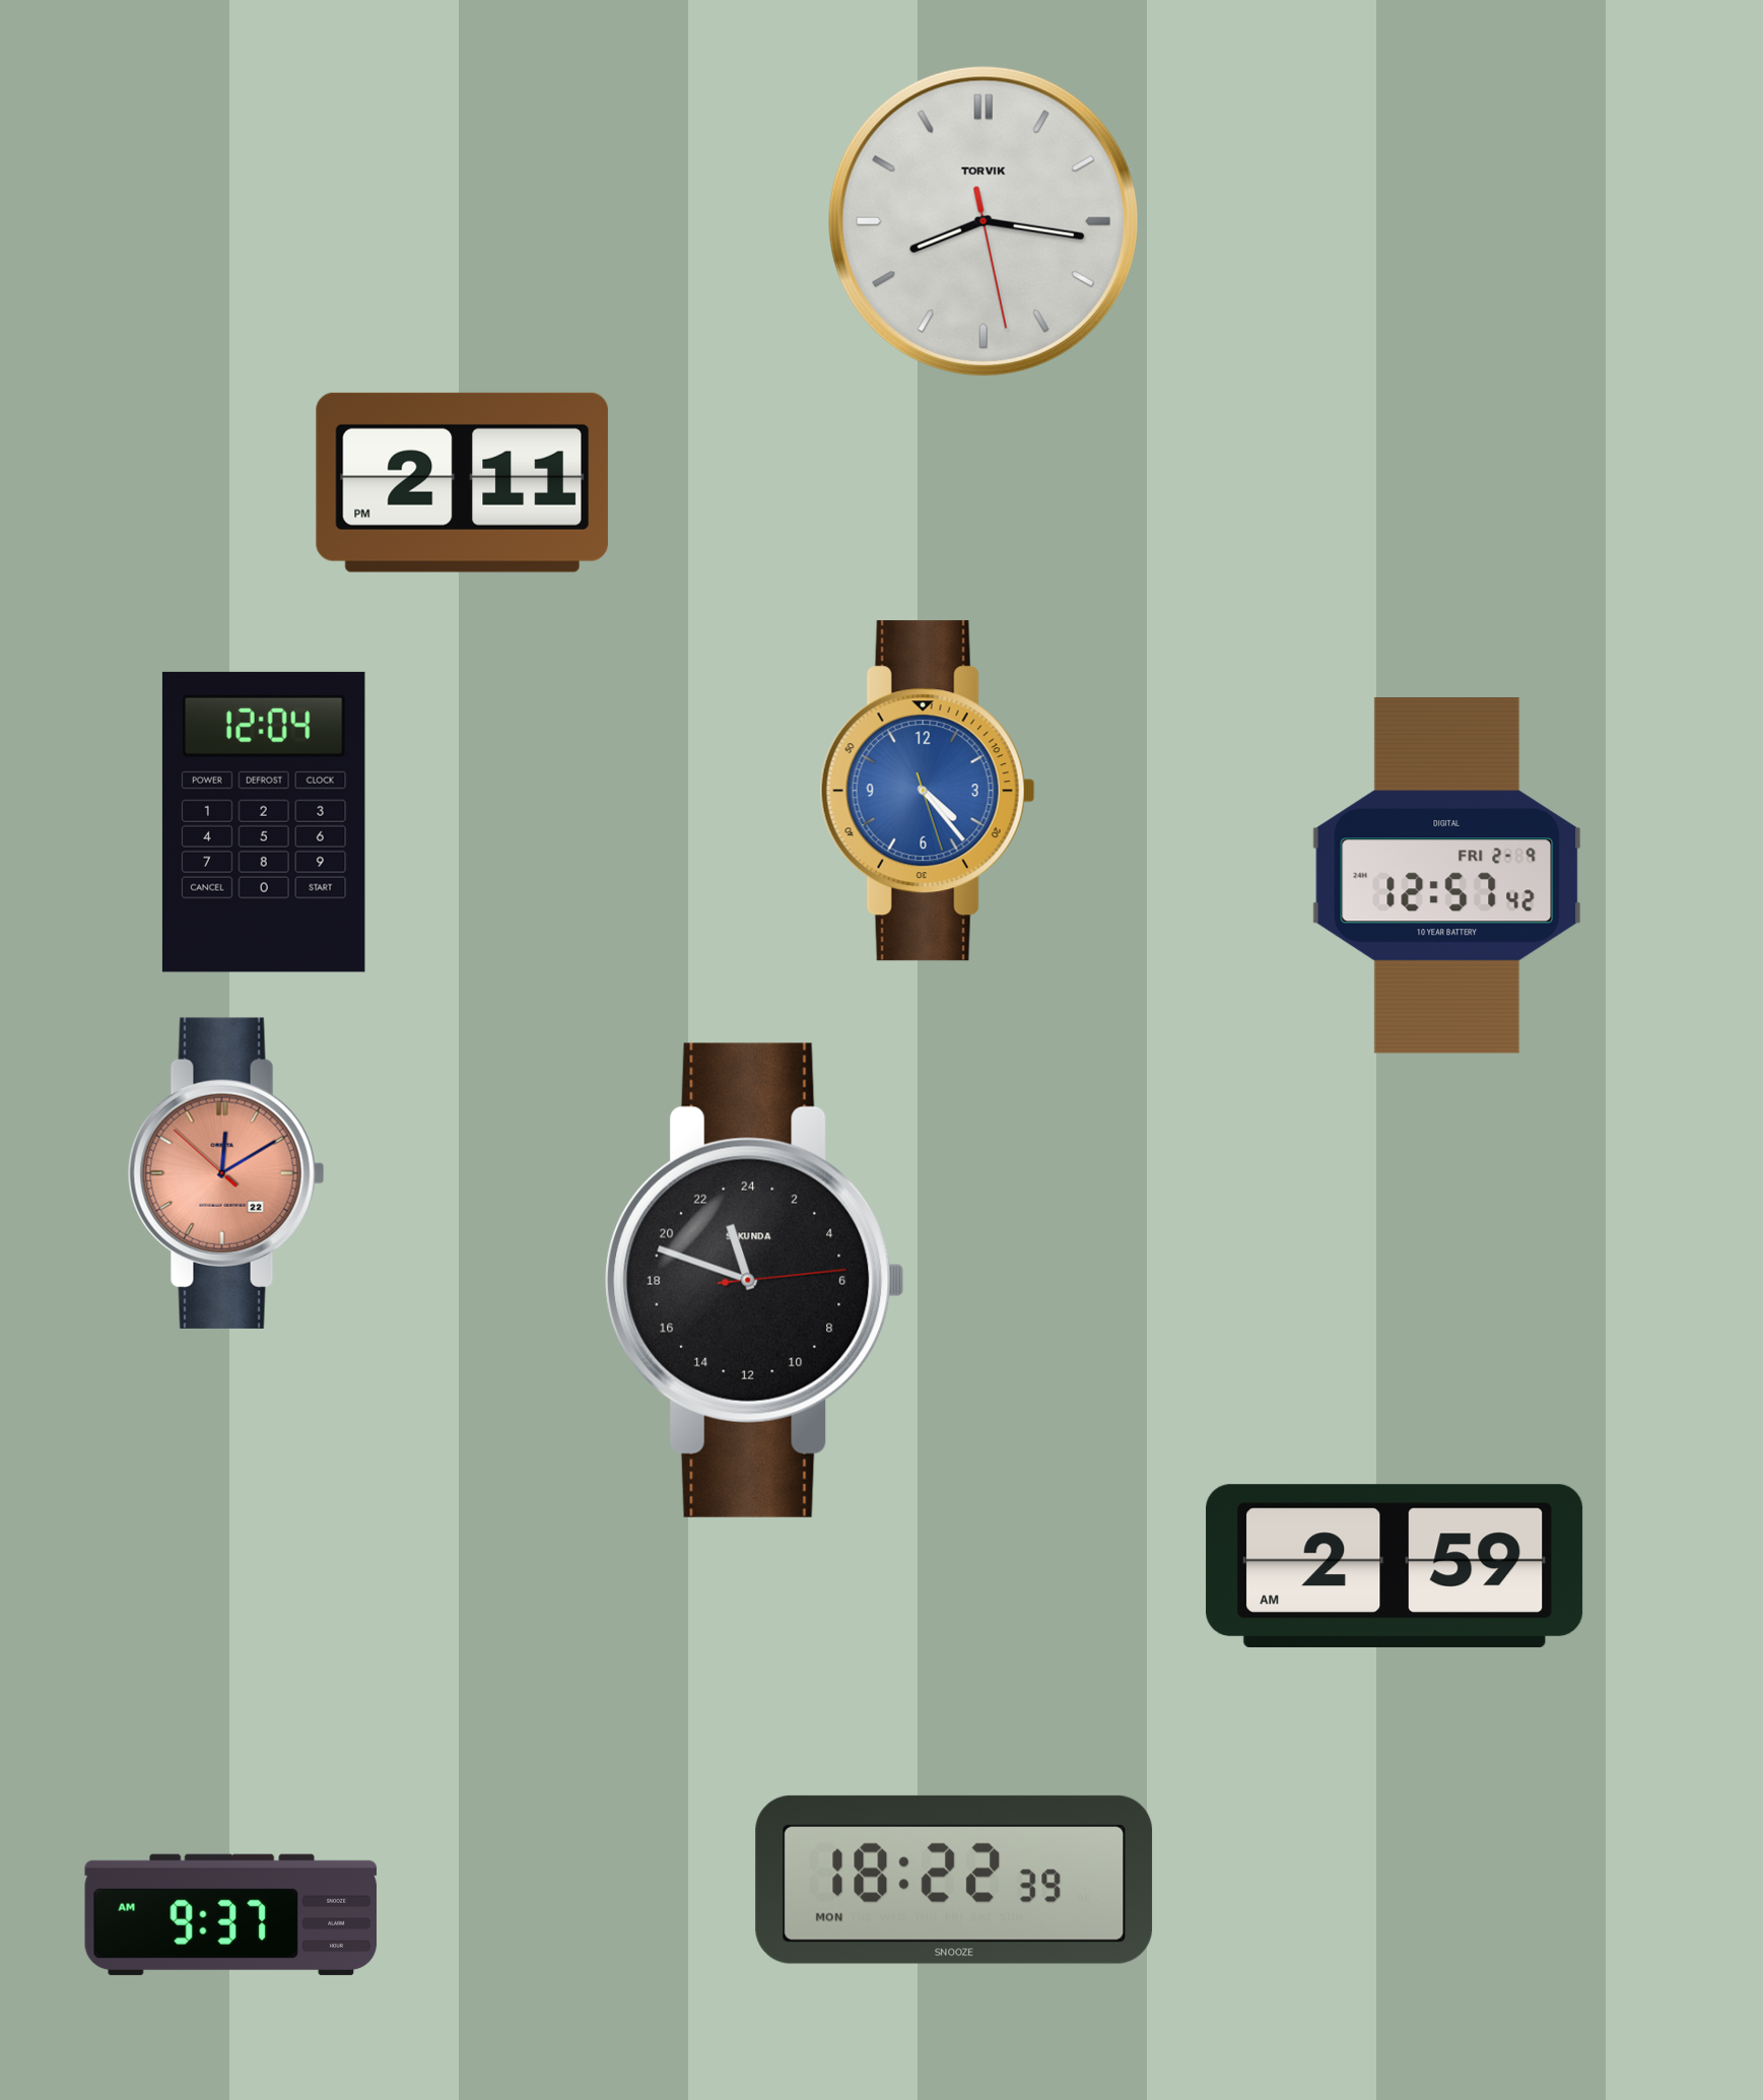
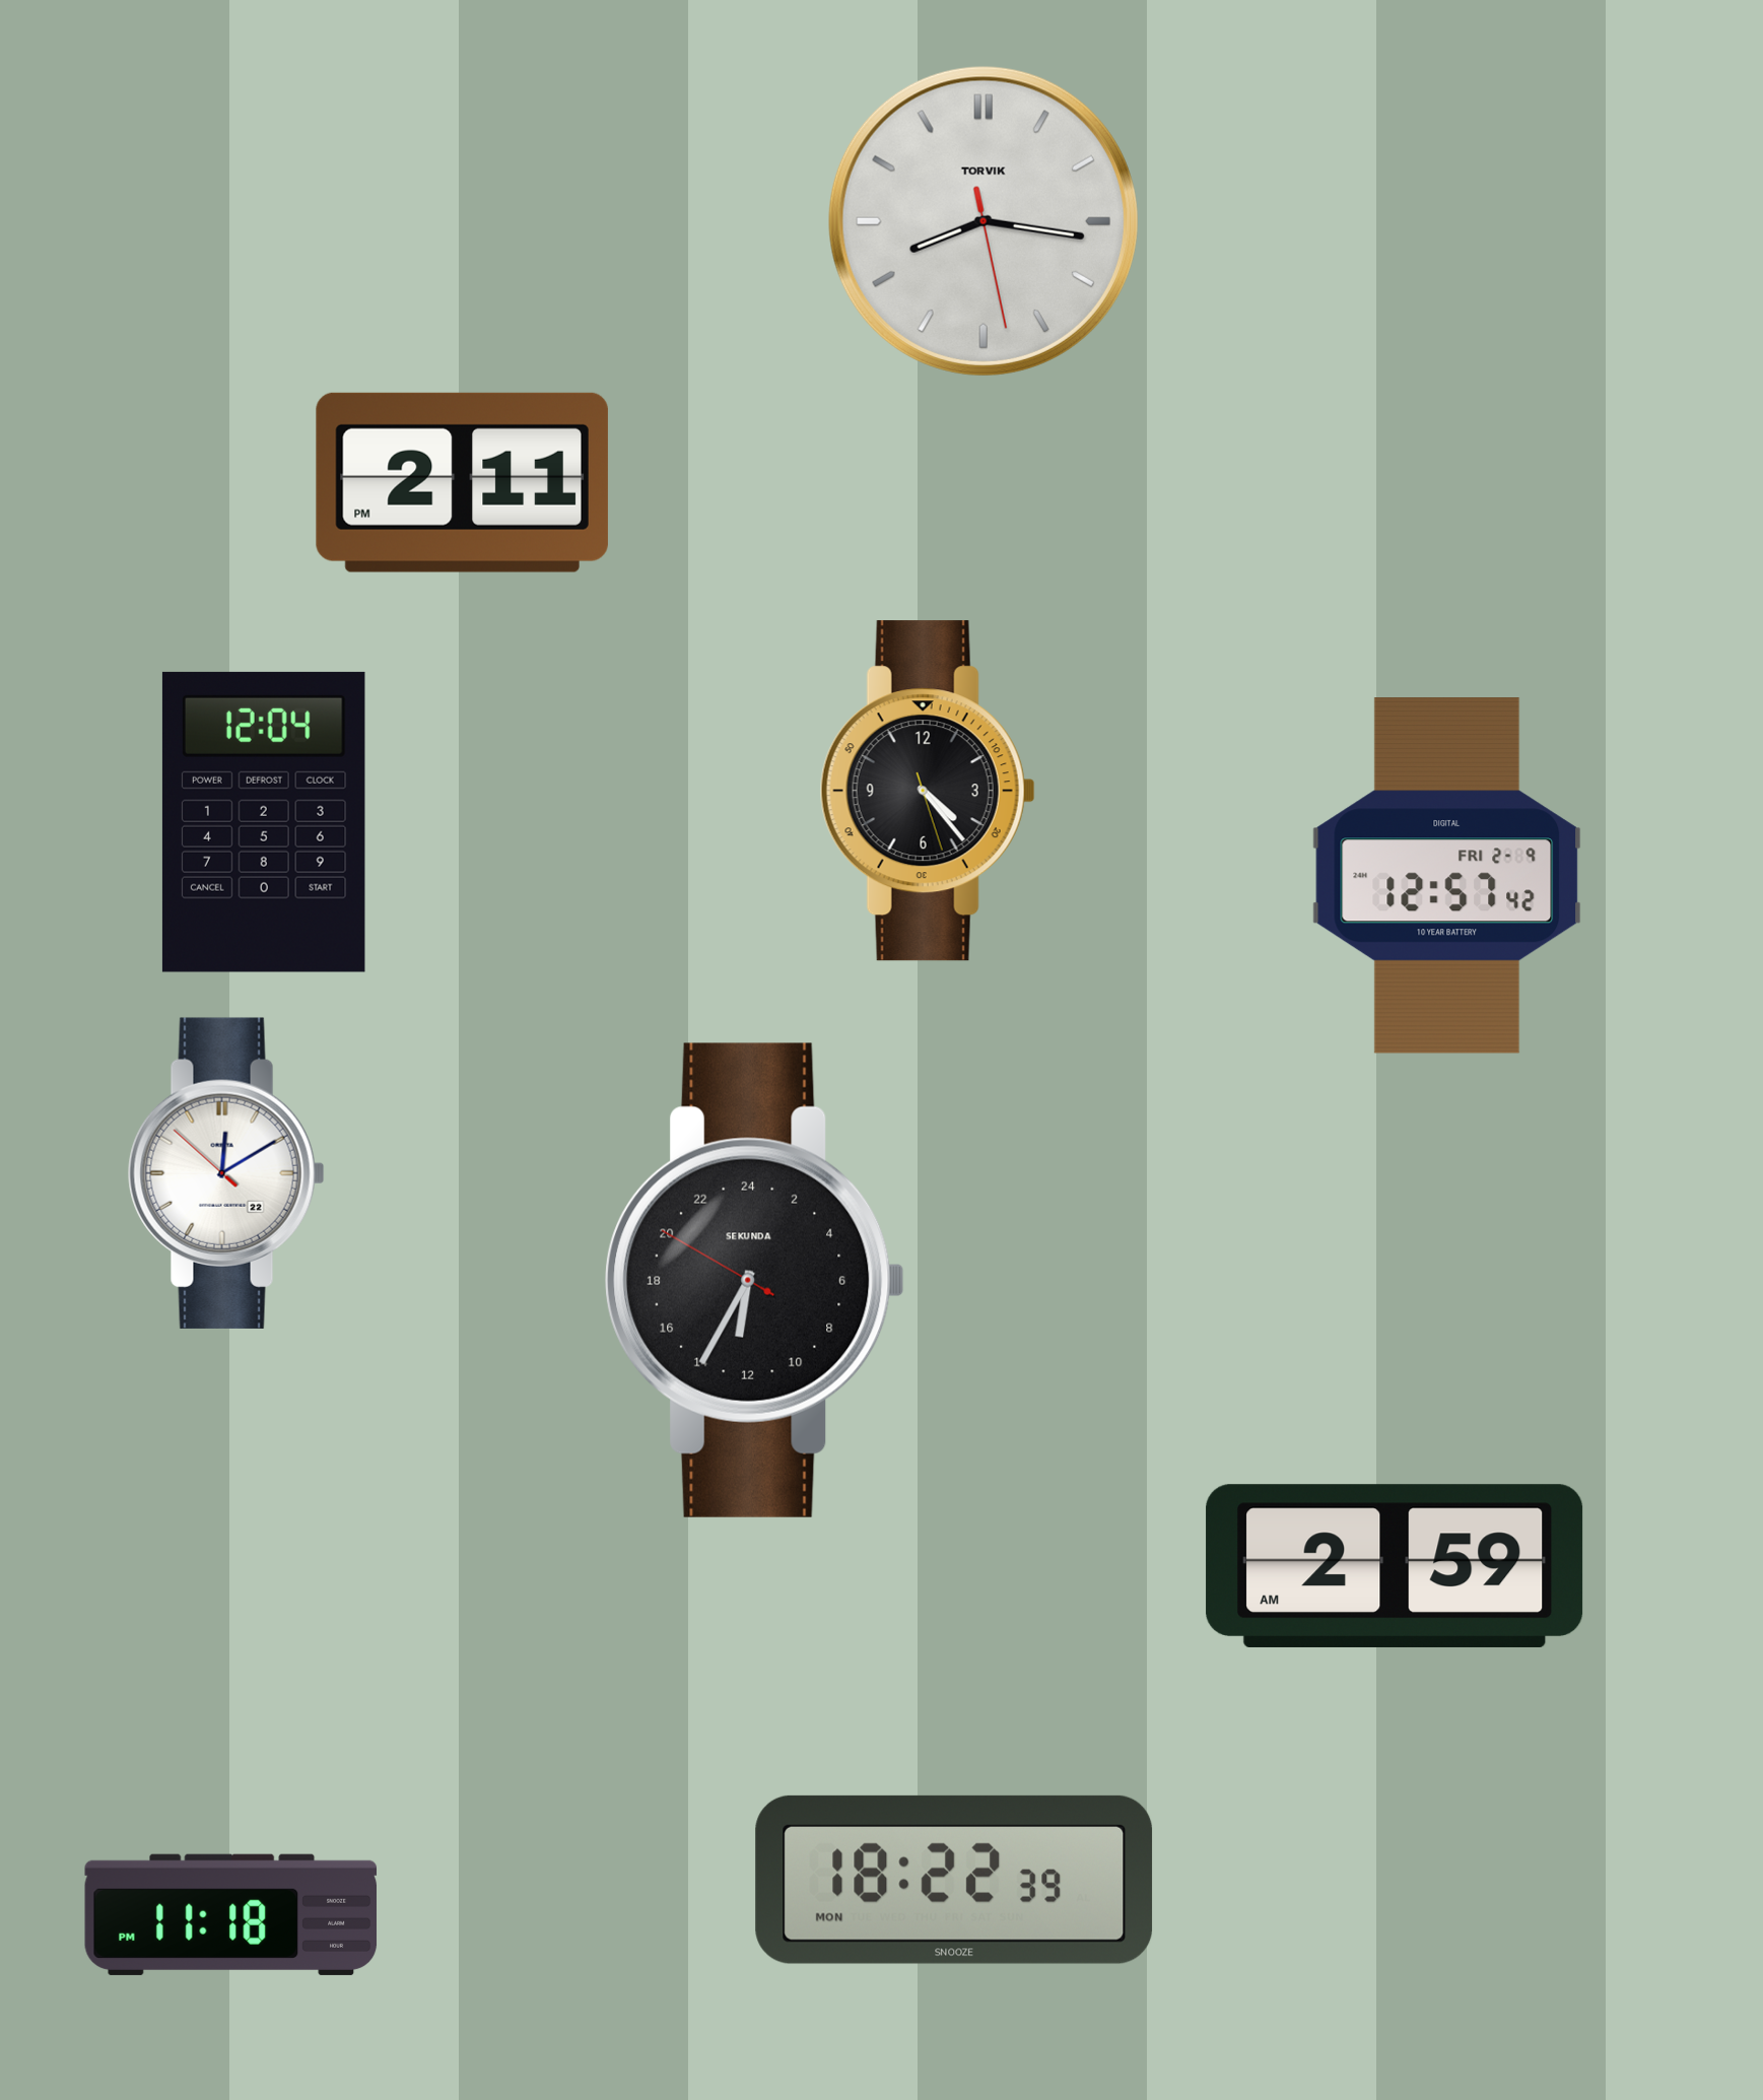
clock at (928, 791) dial: blue -> black
clock at (226, 1173) dial: salmon -> white
clock at (755, 1280): 22:48 -> 12:34
clock at (231, 1914): 9:37 -> 11:18
